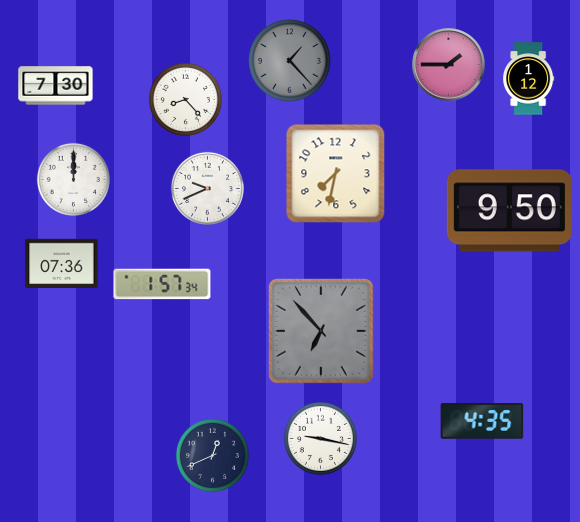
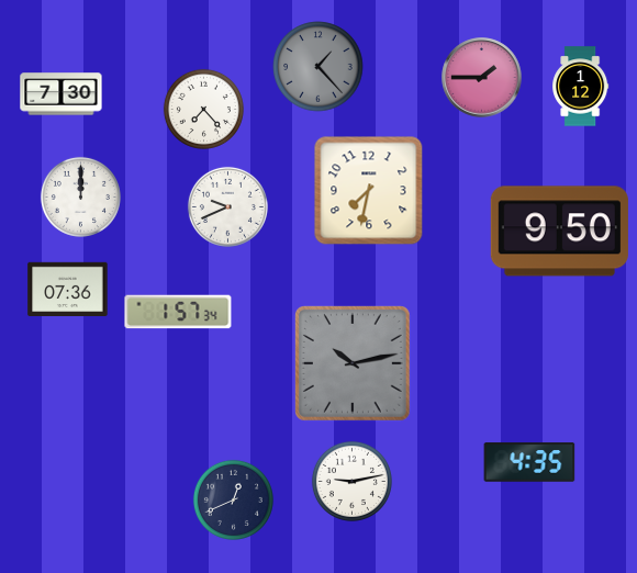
clock at (449, 65) position: (449, 65) -> (482, 78)
clock at (185, 99): 8:23 -> 7:23
clock at (321, 331): 6:53 -> 10:13
clock at (320, 438): 9:17 -> 9:13
